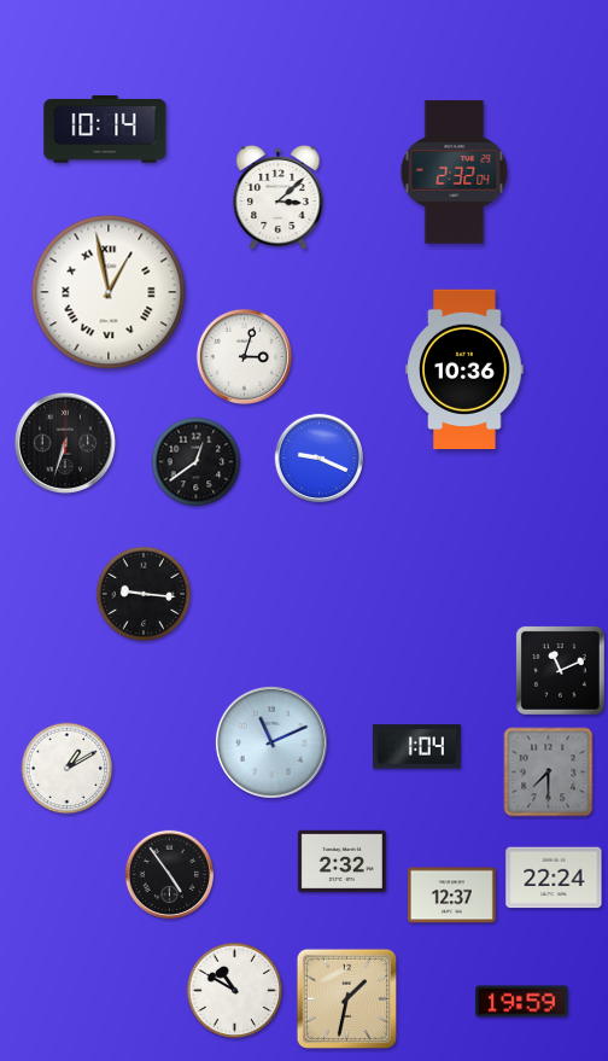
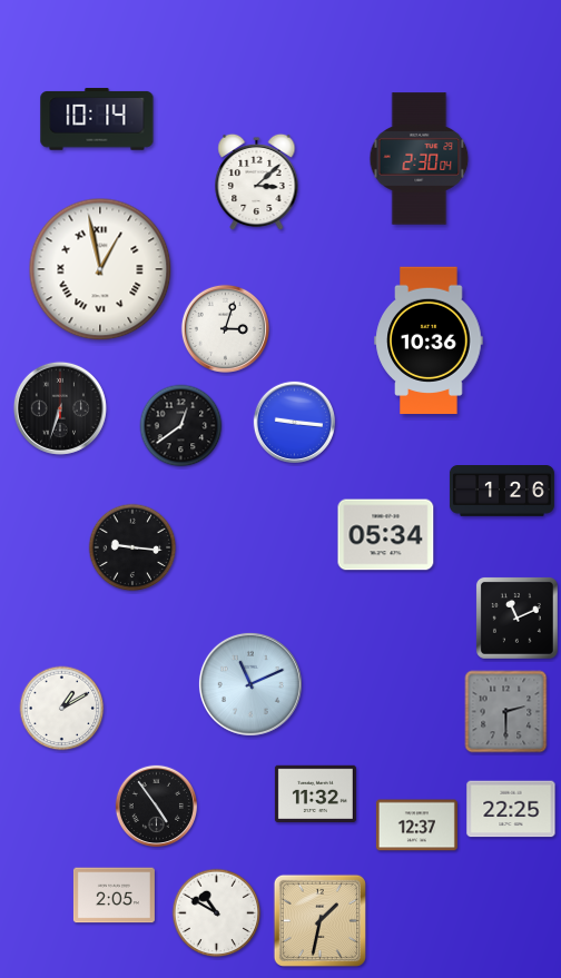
clock at (455, 173): 2:32 -> 2:30
clock at (318, 457): 9:19 -> 9:16
clock at (502, 492): none -> 1:26
clock at (386, 535): none -> 05:34
clock at (416, 747): 1:04 -> none
clock at (549, 773): 7:30 -> 2:30
clock at (341, 861): 2:32 -> 11:32
clock at (554, 878): 22:24 -> 22:25
clock at (114, 896): none -> 2:05
clock at (522, 1002): 19:59 -> none
